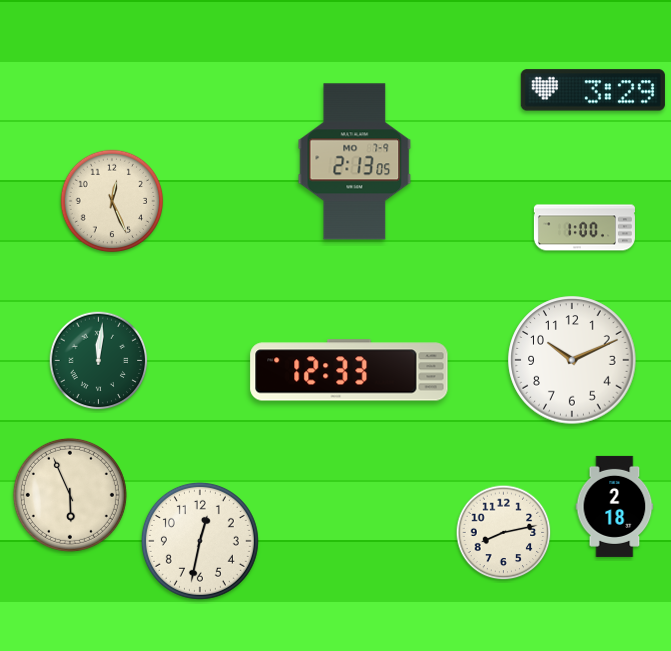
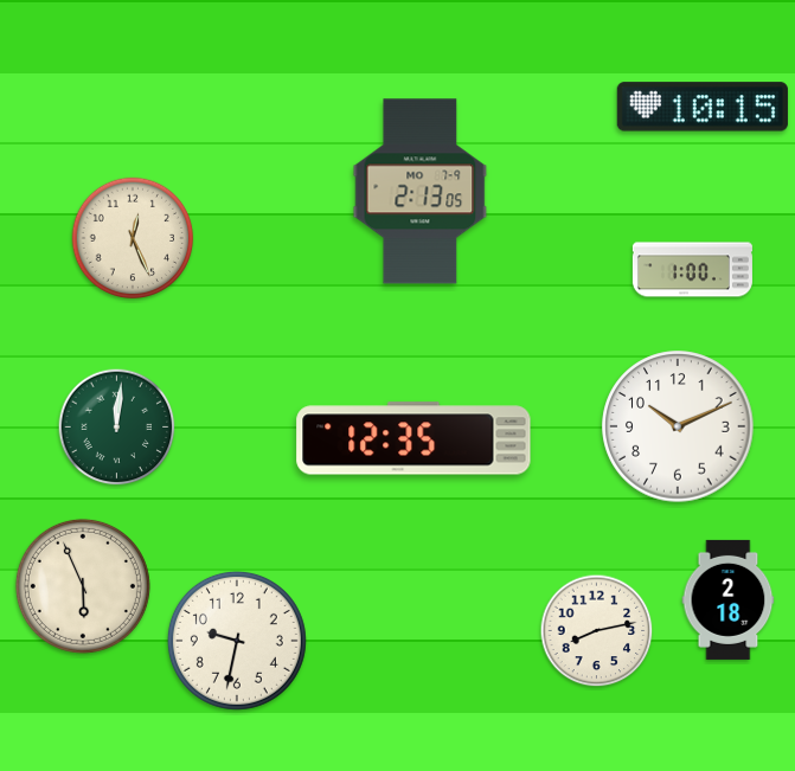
clock at (593, 90): 3:29 -> 10:15
clock at (349, 370): 12:33 -> 12:35
clock at (200, 541): 12:32 -> 9:32
